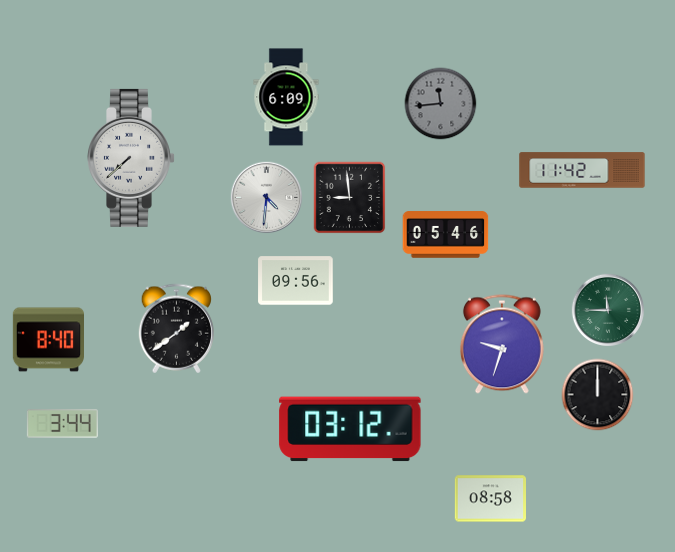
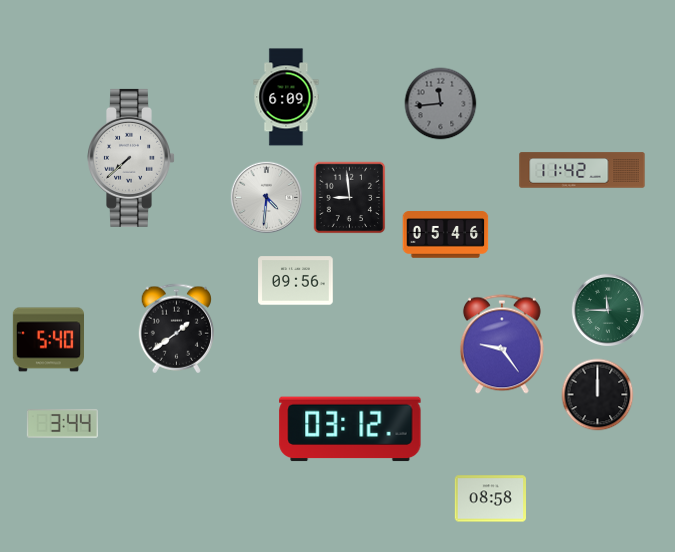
clock at (48, 340): 8:40 -> 5:40
clock at (502, 344): 9:33 -> 9:24
